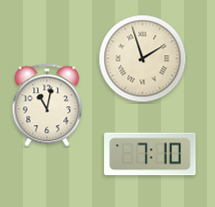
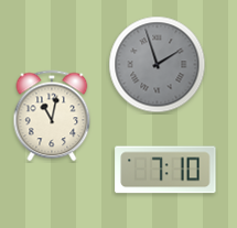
clock at (143, 59) dial: cream -> grey
